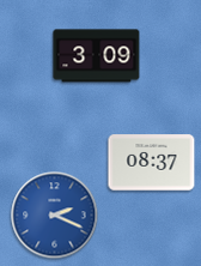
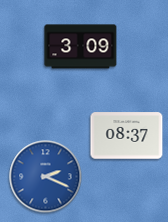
clock at (55, 216) position: (55, 216) -> (46, 177)
